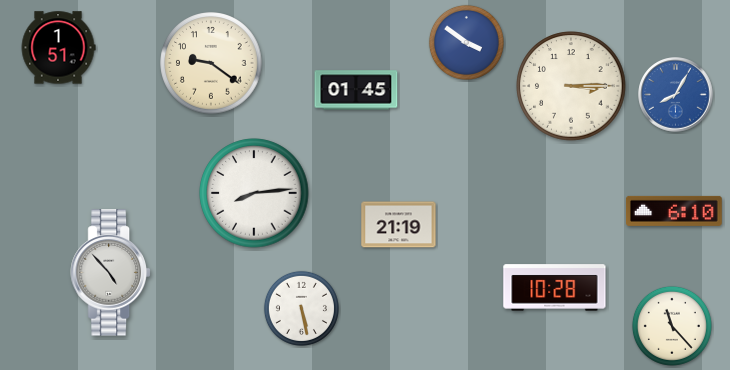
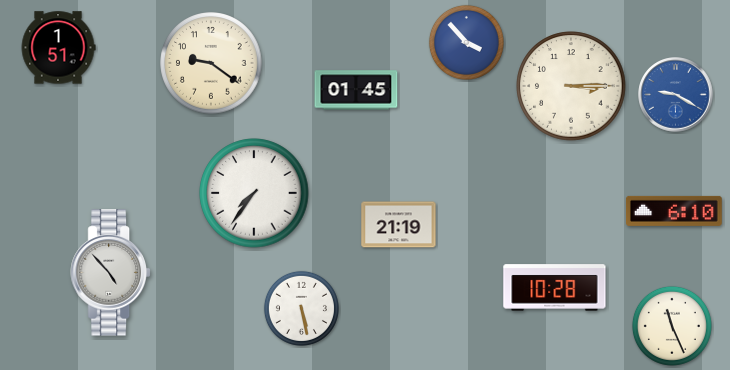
clock at (466, 42): 3:51 -> 3:53
clock at (676, 95): 8:05 -> 9:20
clock at (254, 193): 8:14 -> 7:36
clock at (672, 326): 11:23 -> 11:26
